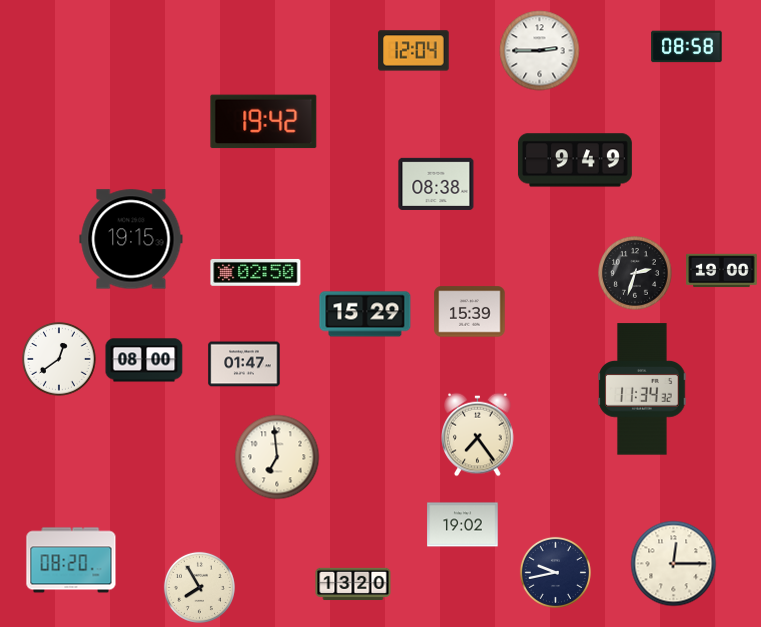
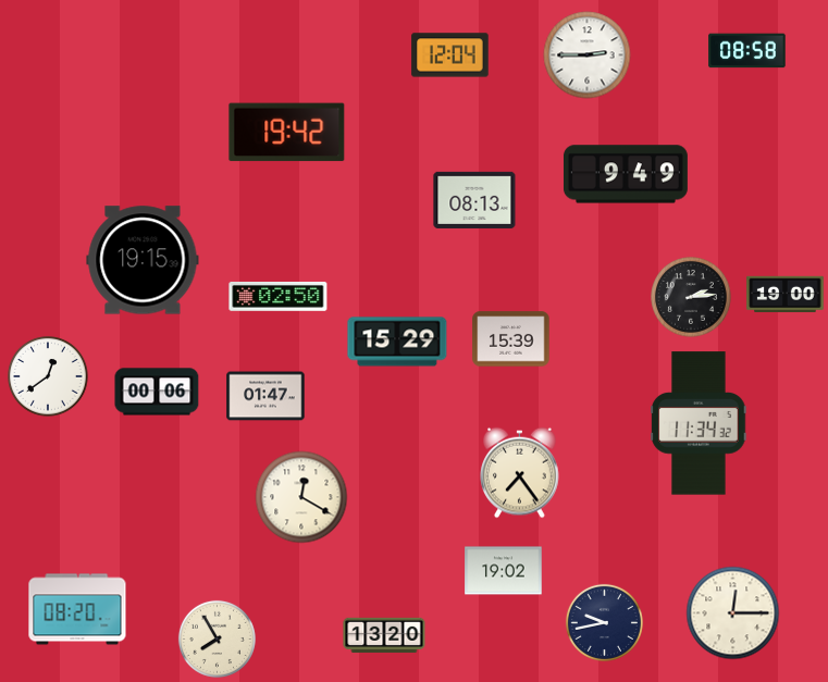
clock at (436, 184): 08:38 -> 08:13
clock at (636, 274): 2:33 -> 2:14
clock at (60, 360) position: (60, 360) -> (49, 377)
clock at (144, 360): 08:00 -> 00:06
clock at (277, 457): 6:59 -> 12:20
